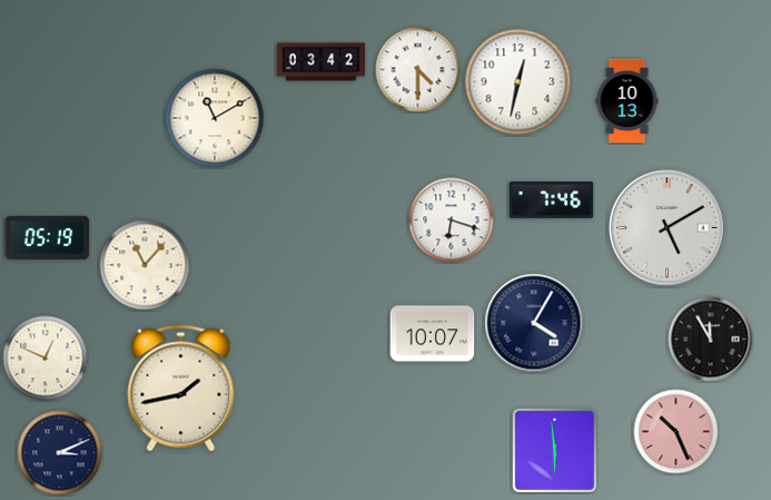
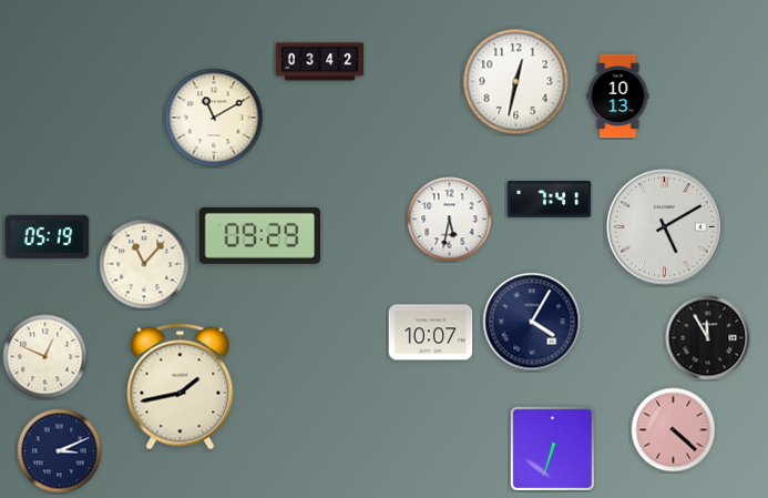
clock at (418, 70): 4:30 -> none
clock at (627, 101) position: (627, 101) -> (618, 96)
clock at (552, 200): 7:46 -> 7:41
clock at (452, 220): 6:18 -> 5:32
clock at (260, 235): none -> 09:29
clock at (676, 432): 10:26 -> 4:22
clock at (554, 450): 5:59 -> 6:33
